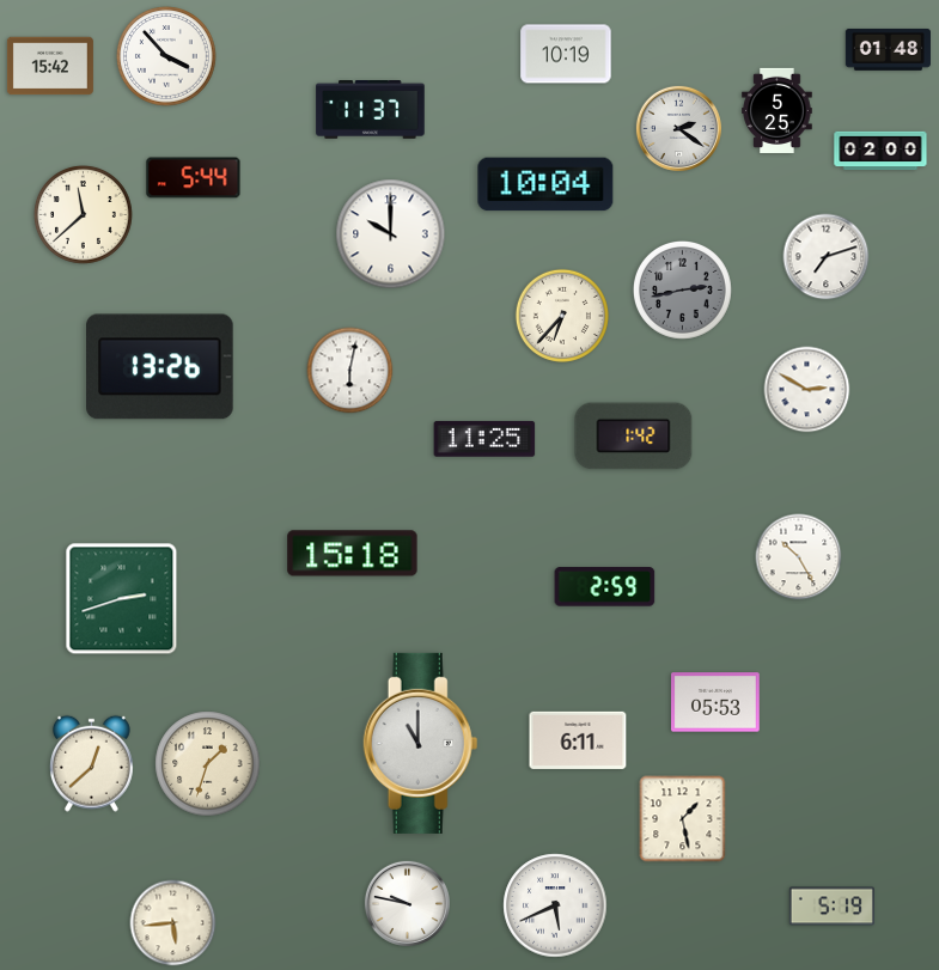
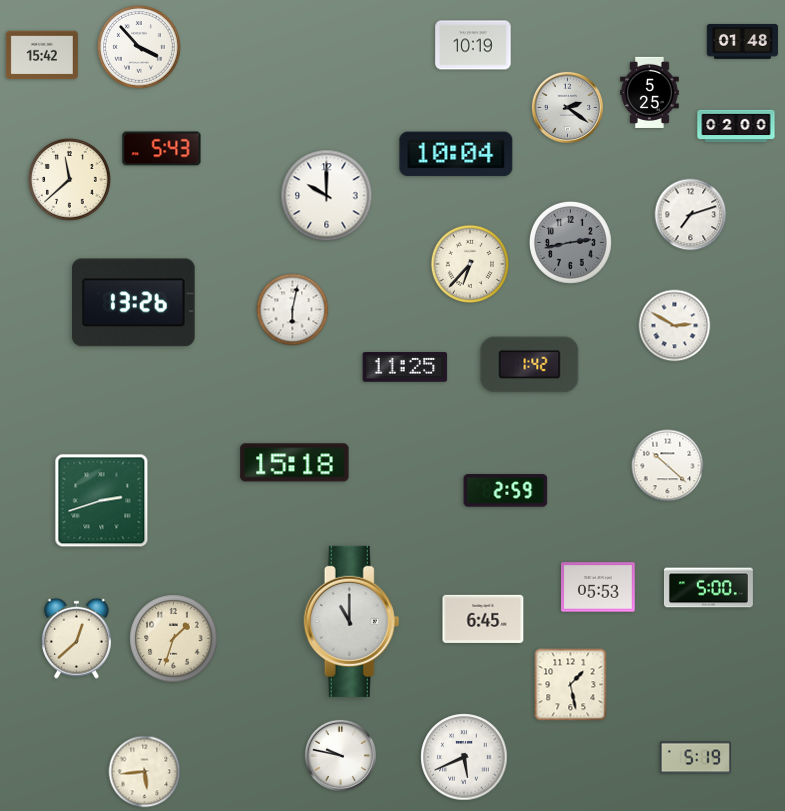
clock at (371, 110): 11:37 -> none
clock at (194, 178): 5:44 -> 5:43
clock at (160, 367) position: (160, 367) -> (134, 303)
clock at (799, 557): 10:25 -> 10:22
clock at (708, 588): none -> 5:00
clock at (578, 740): 6:11 -> 6:45
